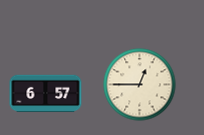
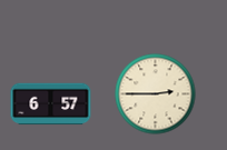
clock at (140, 85): 12:45 -> 2:45
